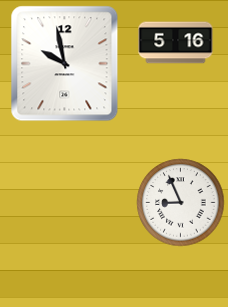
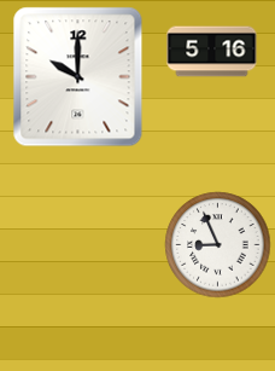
clock at (65, 64): 9:58 -> 10:00
